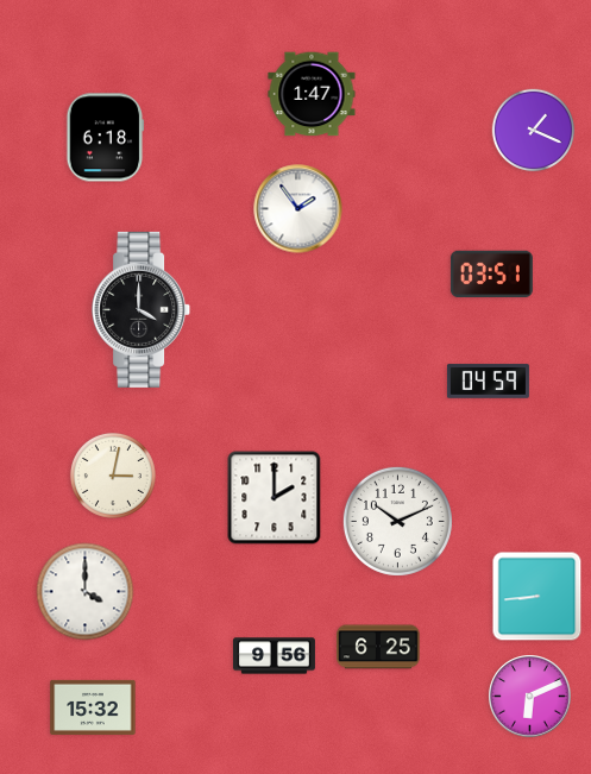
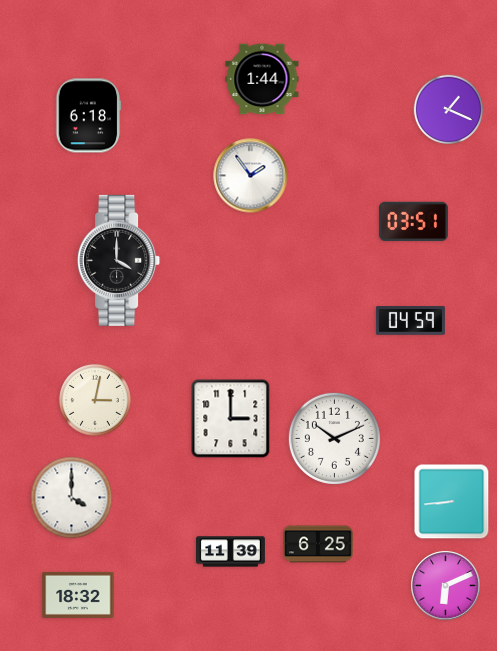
clock at (312, 94): 1:47 -> 1:44
clock at (491, 275) position: (491, 275) -> (413, 222)
clock at (275, 498): 2:00 -> 3:00
clock at (274, 656): 9:56 -> 11:39
clock at (93, 707): 15:32 -> 18:32
